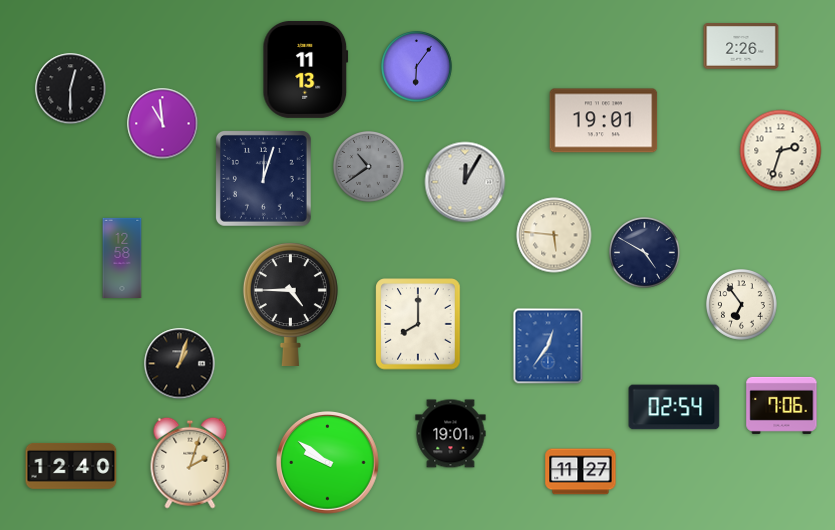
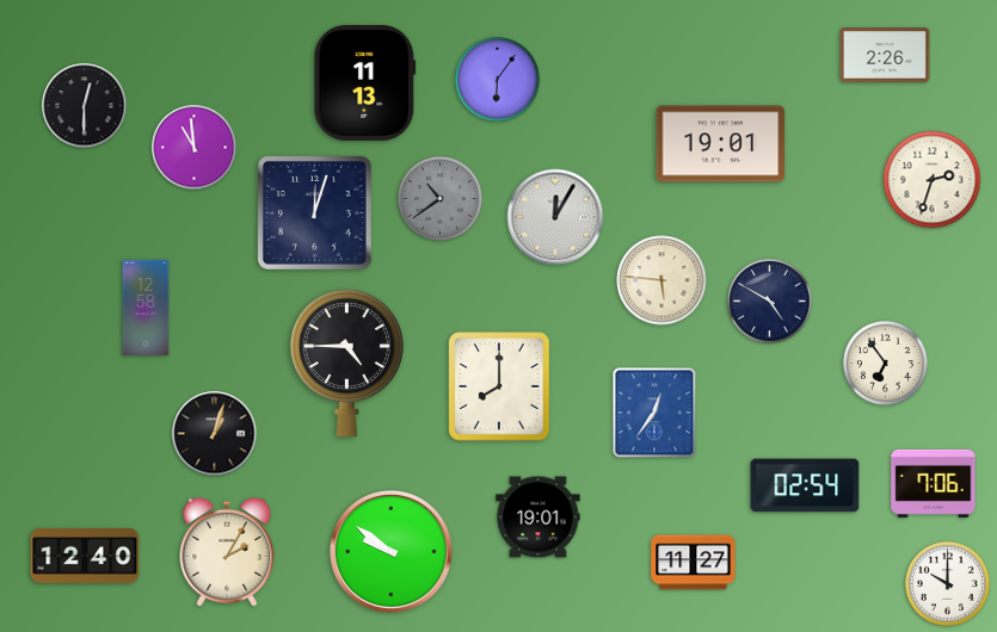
clock at (190, 463): 2:03 -> 2:05
clock at (948, 584): none -> 10:00
